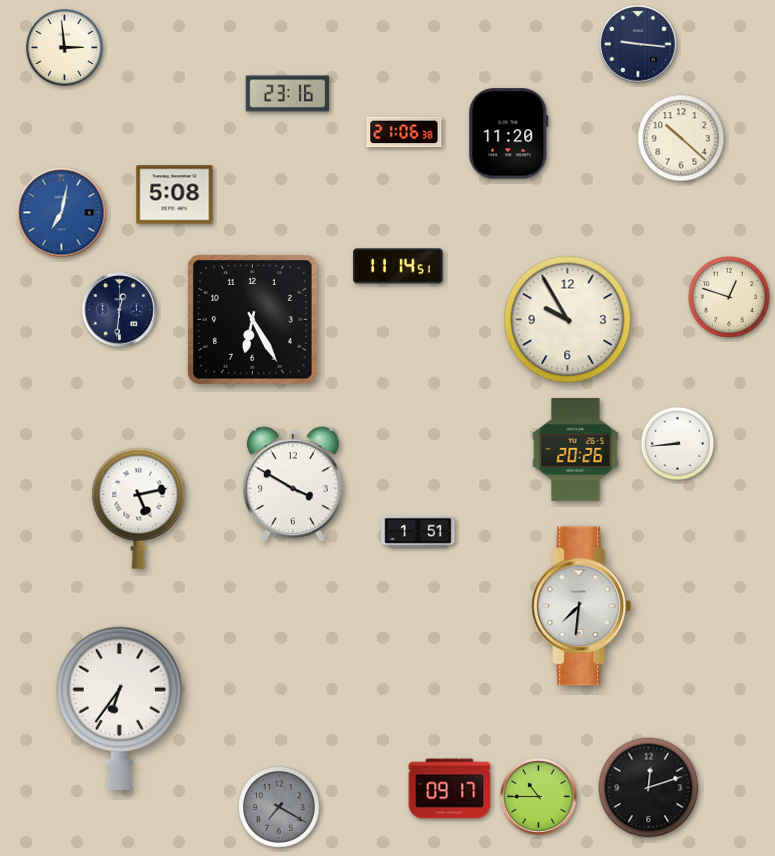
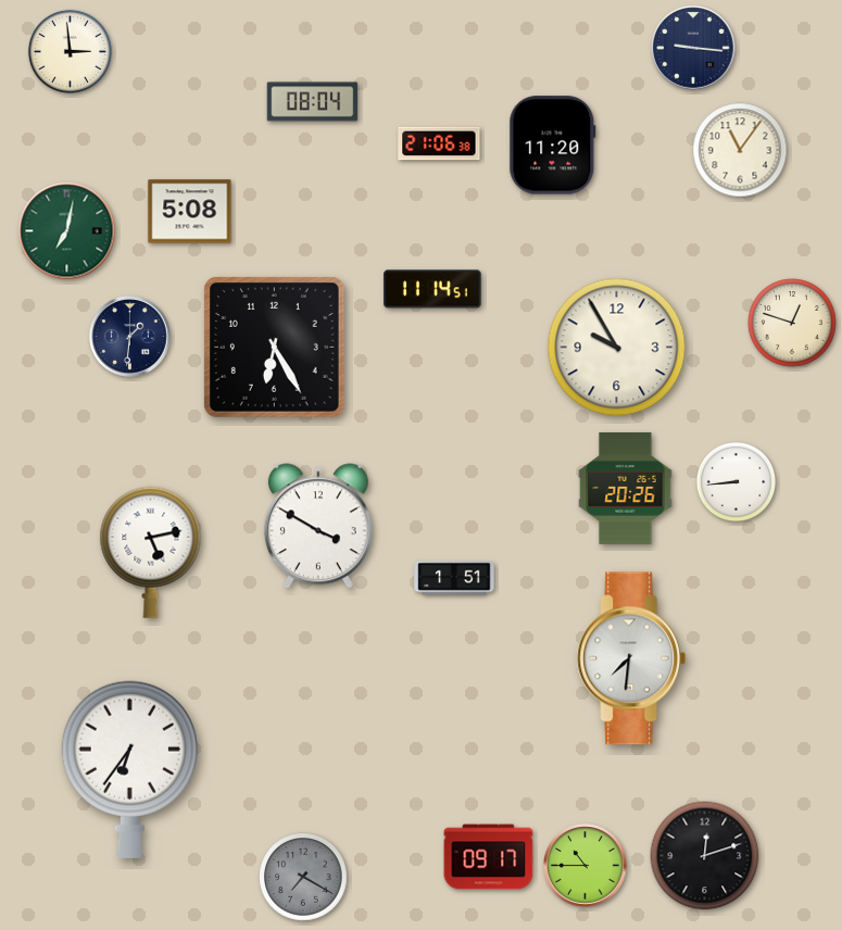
clock at (288, 94): 23:16 -> 08:04
clock at (681, 138): 10:22 -> 11:06
clock at (62, 213) dial: blue -> green
clock at (120, 310): 12:31 -> 1:31
